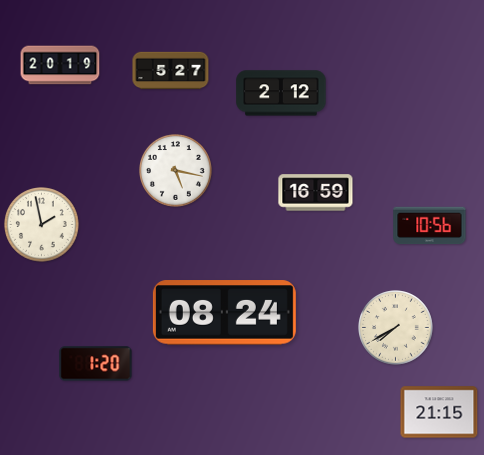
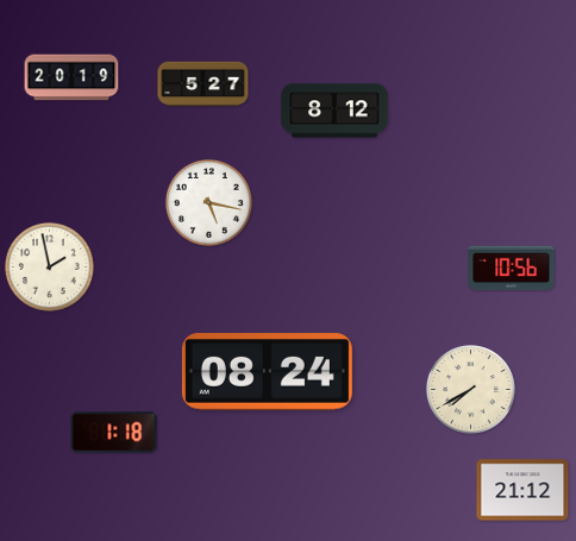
clock at (281, 93): 2:12 -> 8:12
clock at (316, 193): 16:59 -> none
clock at (96, 364): 1:20 -> 1:18
clock at (439, 412): 21:15 -> 21:12
